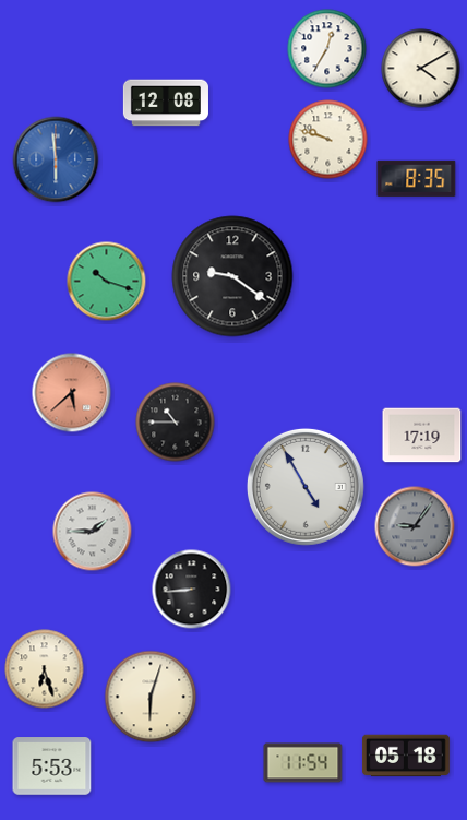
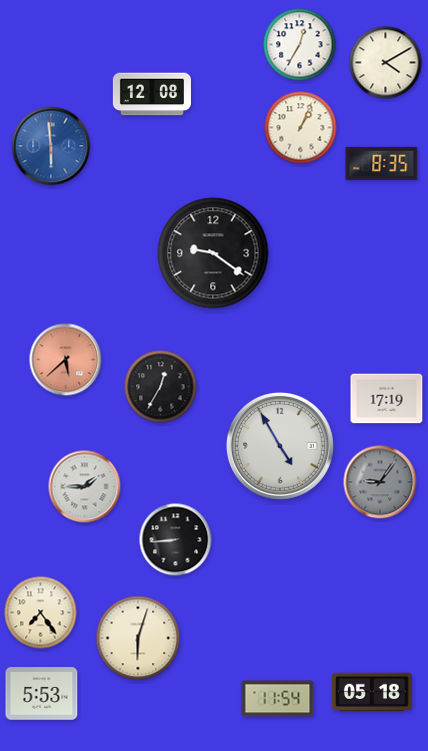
clock at (328, 140): 9:48 -> 1:04
clock at (107, 282): 10:18 -> none
clock at (176, 423): 10:45 -> 12:35
clock at (45, 669): 6:27 -> 7:24
clock at (52, 766) position: (52, 766) -> (42, 694)
